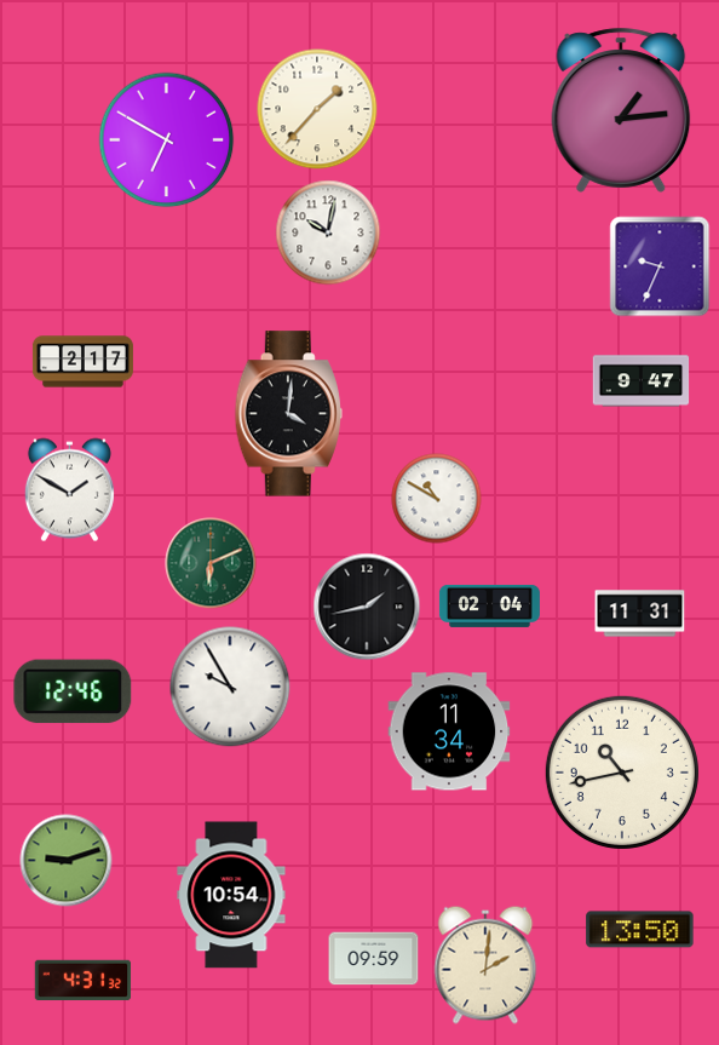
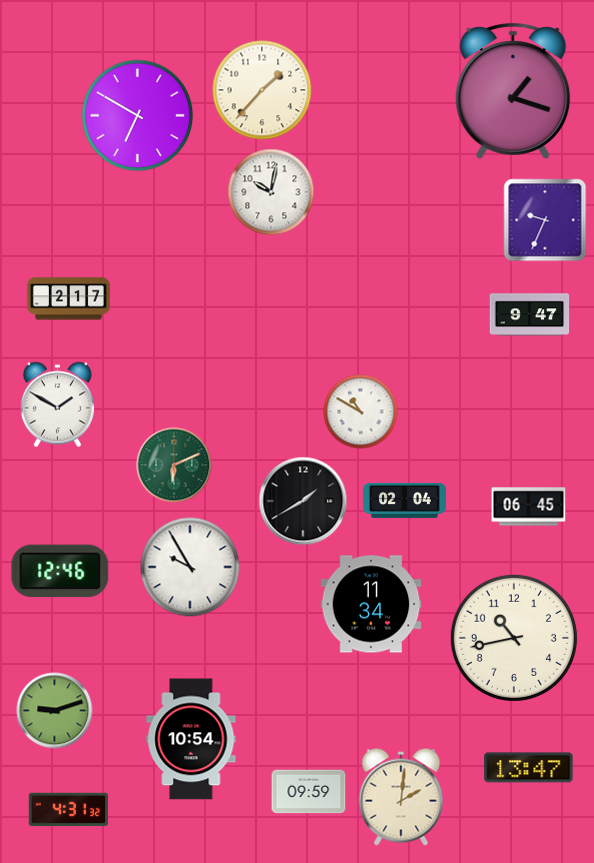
clock at (621, 110): 1:14 -> 1:18
clock at (288, 414): 4:01 -> none
clock at (367, 607): 1:43 -> 1:40
clock at (640, 614): 11:31 -> 06:45
clock at (640, 930): 13:50 -> 13:47
